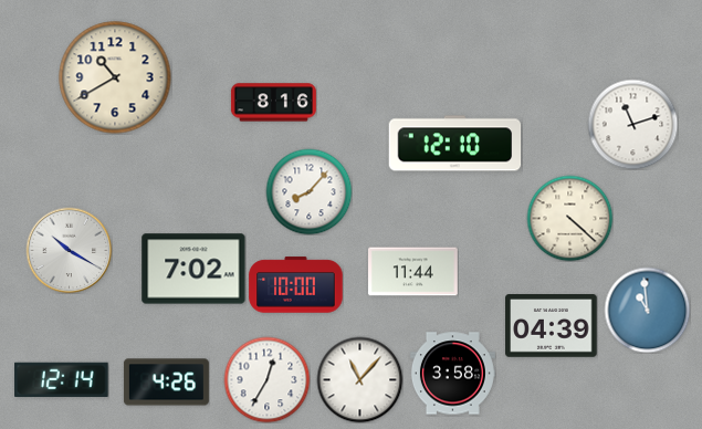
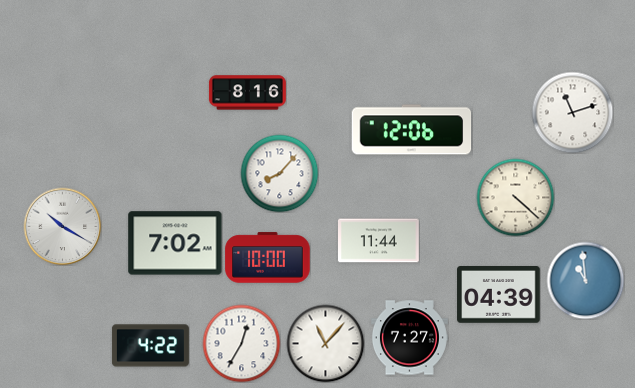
clock at (115, 77): 10:40 -> none
clock at (455, 144): 12:10 -> 12:06
clock at (413, 272) position: (413, 272) -> (379, 241)
clock at (452, 374): 3:58 -> 7:27
clock at (62, 379): 12:14 -> none
clock at (166, 383): 4:26 -> 4:22
